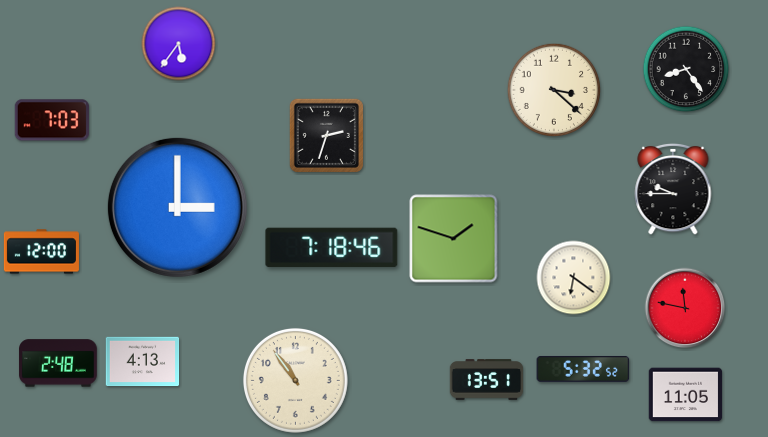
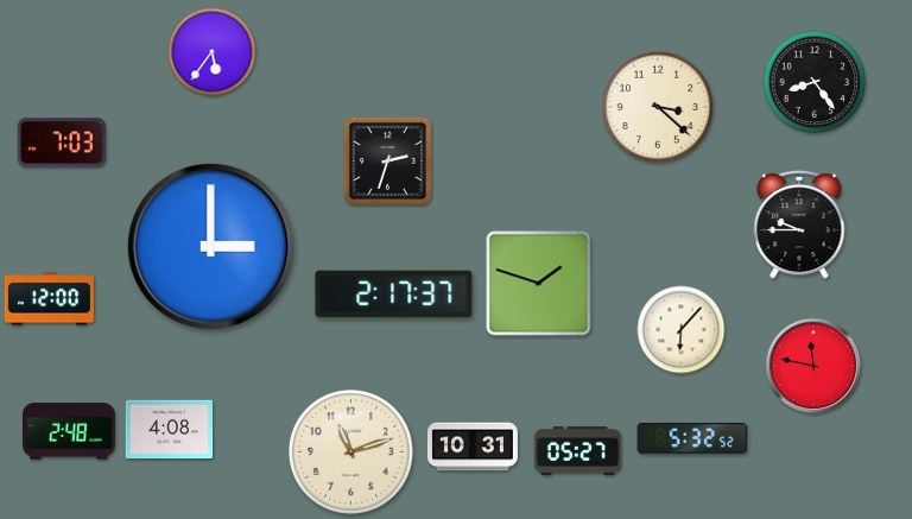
clock at (332, 248): 7:18 -> 2:17
clock at (574, 278): 6:21 -> 6:07
clock at (143, 362): 4:13 -> 4:08
clock at (473, 447): none -> 10:31
clock at (295, 380): 10:54 -> 11:12
clock at (487, 380): 13:51 -> 05:27
clock at (686, 395): 11:05 -> none
